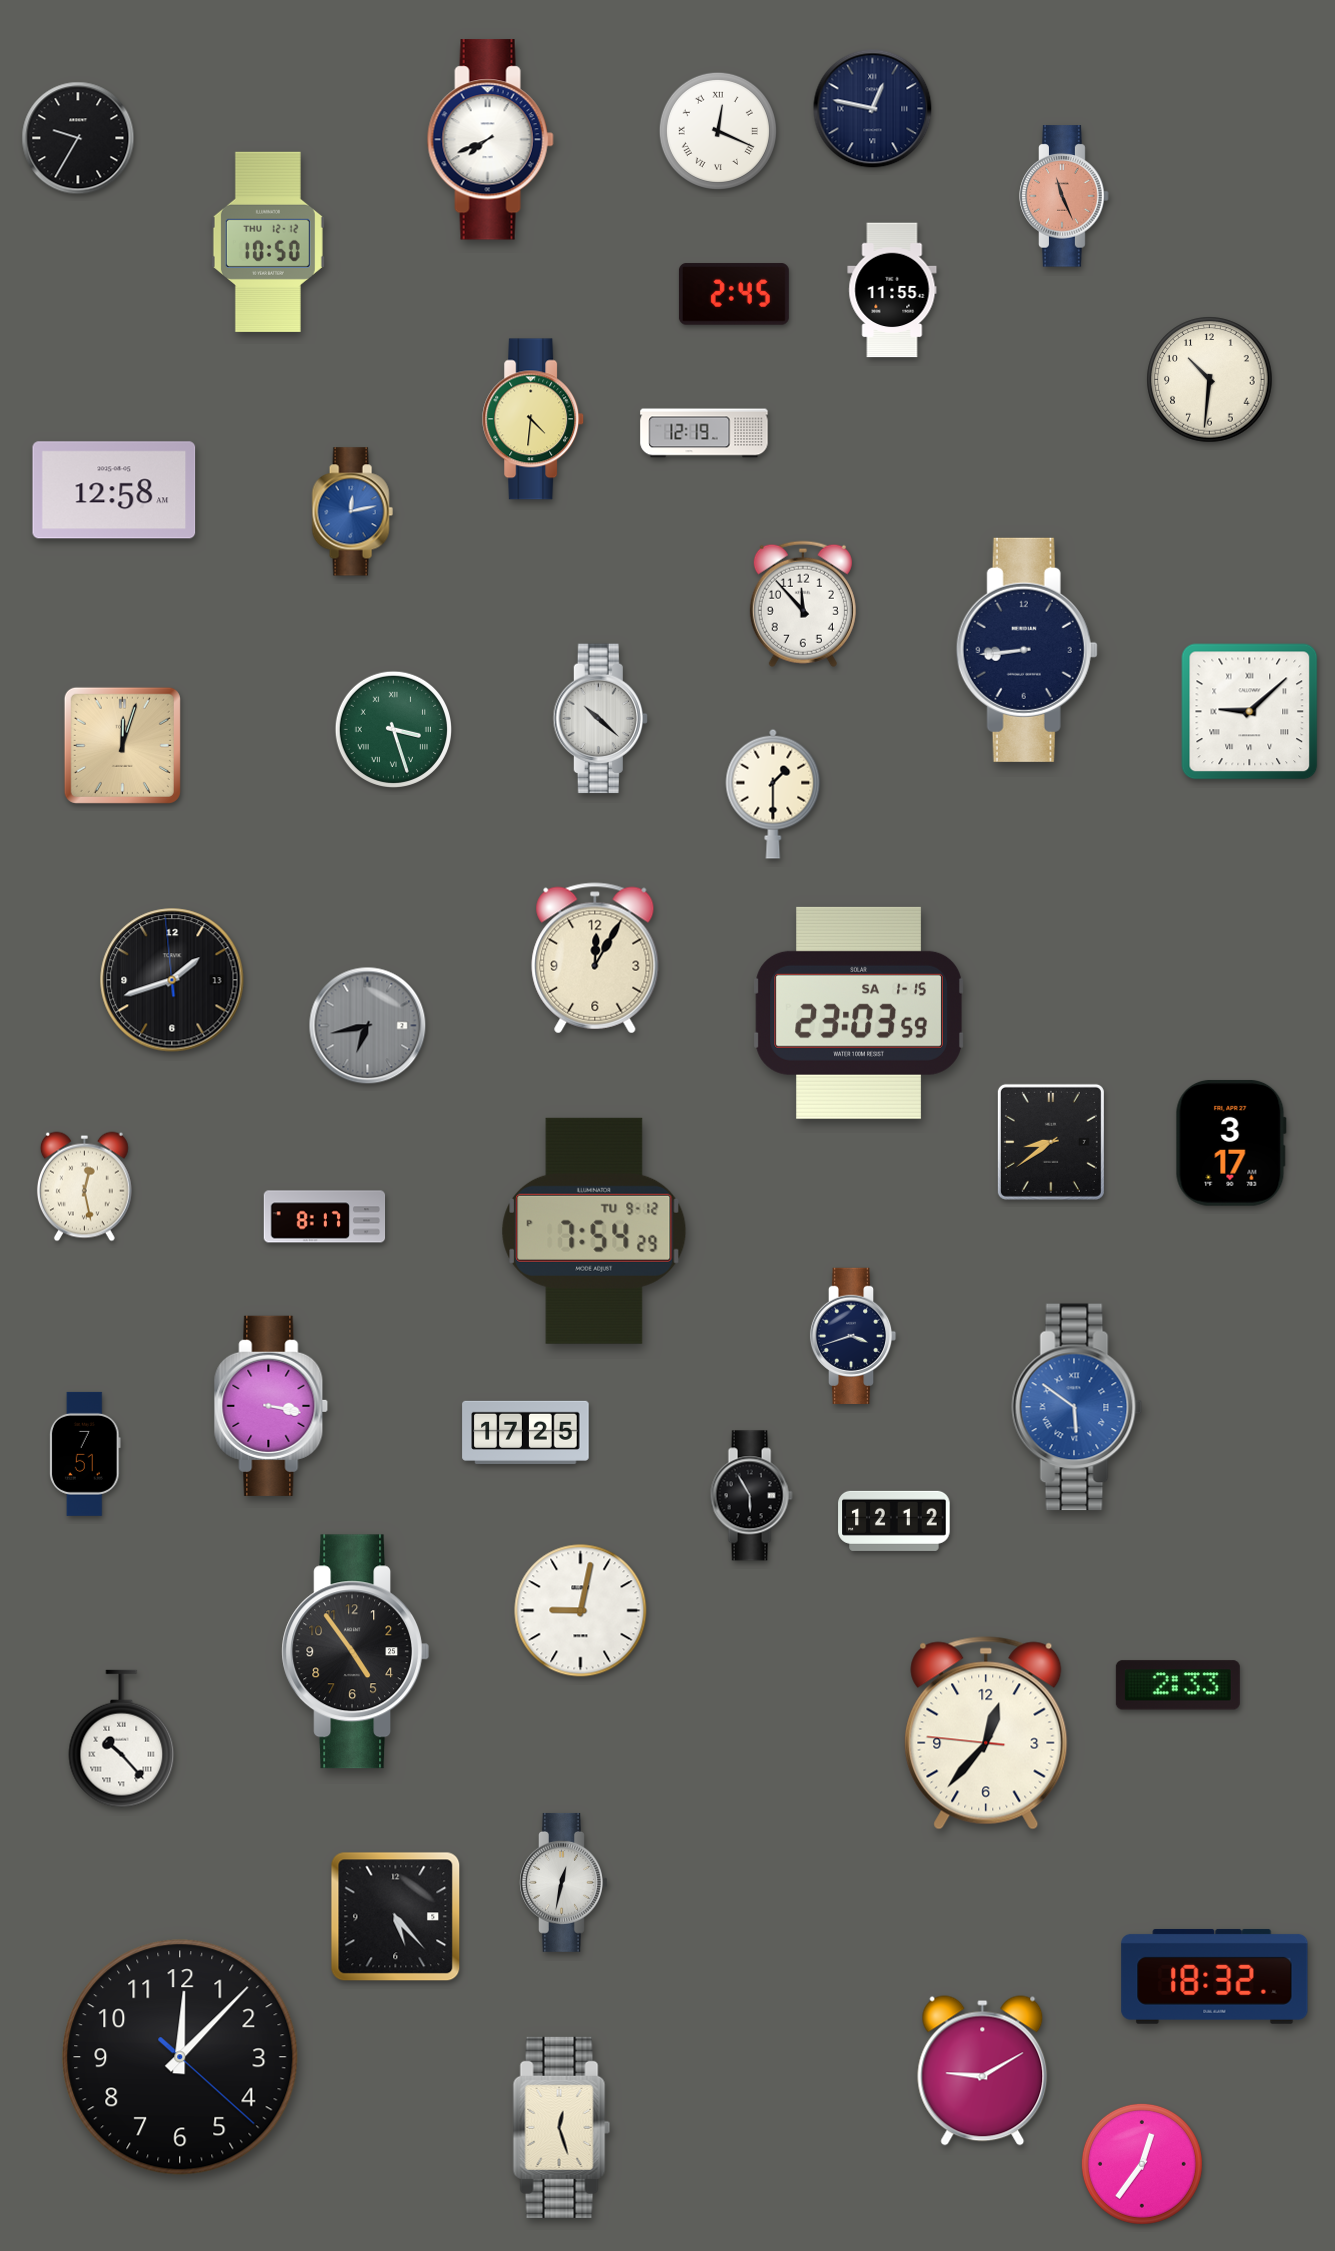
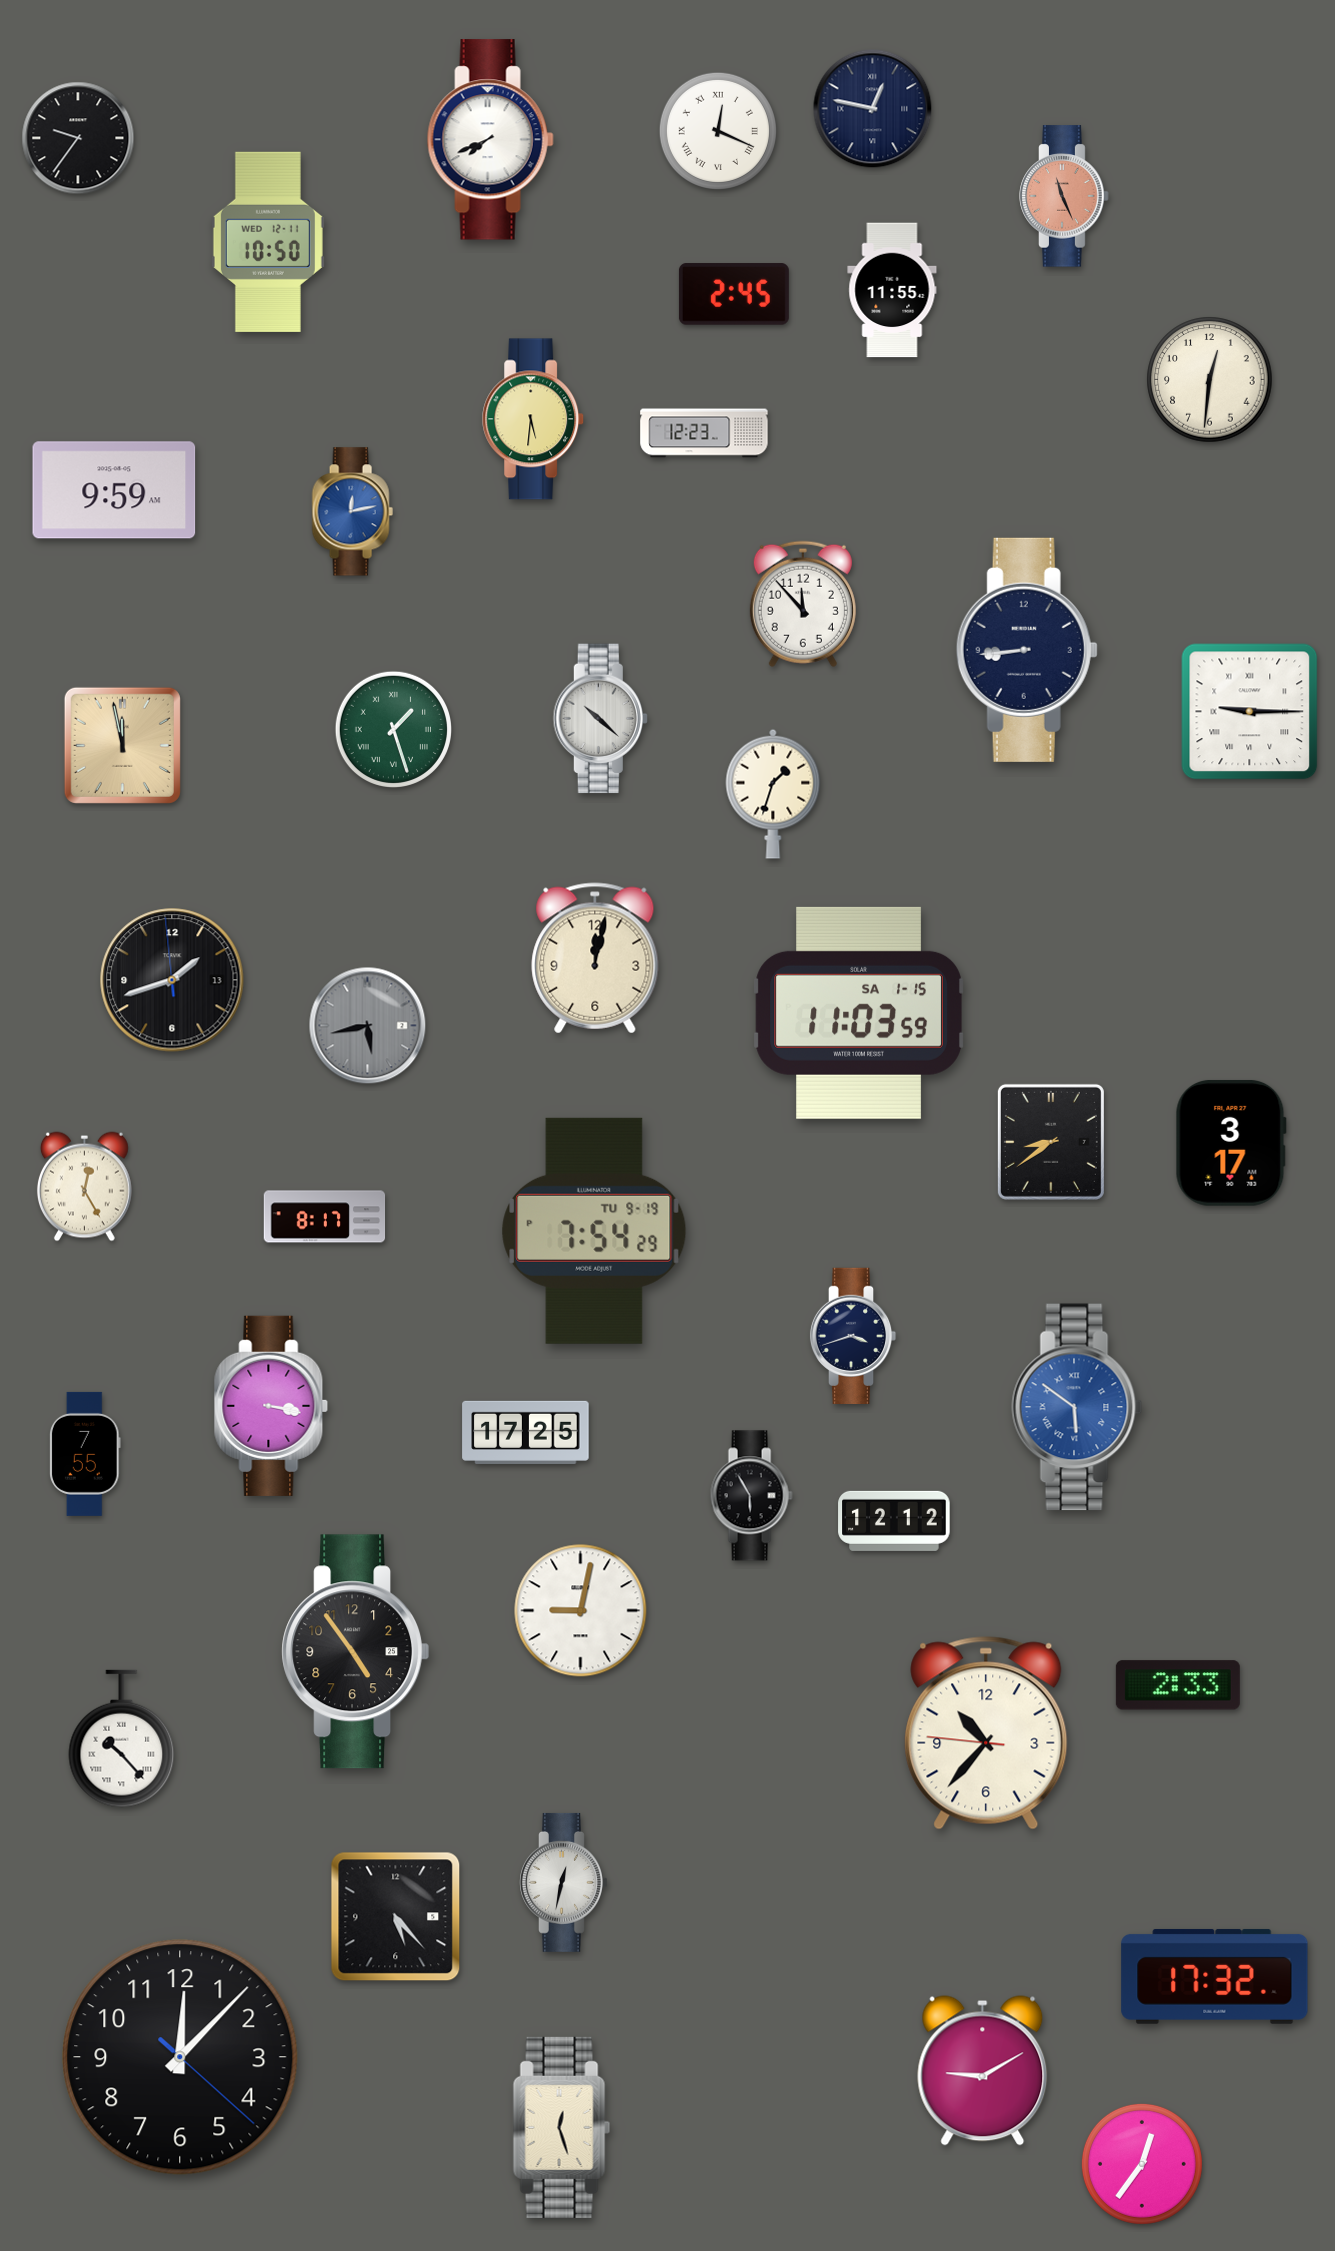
clock at (78, 138): 9:35 -> 9:36
clock at (268, 242) date: THU 12-12 -> WED 12-11
clock at (1210, 380): 10:31 -> 12:31
clock at (534, 419): 4:31 -> 5:31
clock at (704, 433): 12:19 -> 12:23
clock at (114, 490): 12:58 -> 9:59
clock at (1250, 712): 9:08 -> 9:15
clock at (393, 729): 3:27 -> 1:27
clock at (122, 745): 12:03 -> 11:58
clock at (773, 794): 1:30 -> 1:33
clock at (595, 958): 12:05 -> 12:02
clock at (859, 1013): 23:03 -> 11:03
clock at (368, 1026): 6:43 -> 5:43
clock at (84, 1187): 12:28 -> 12:25
clock at (594, 1231) date: TU 9-12 -> TU 9-19
clock at (85, 1454): 7:51 -> 7:55
clock at (986, 1733): 12:36 -> 10:36
clock at (1215, 1976): 18:32 -> 17:32
